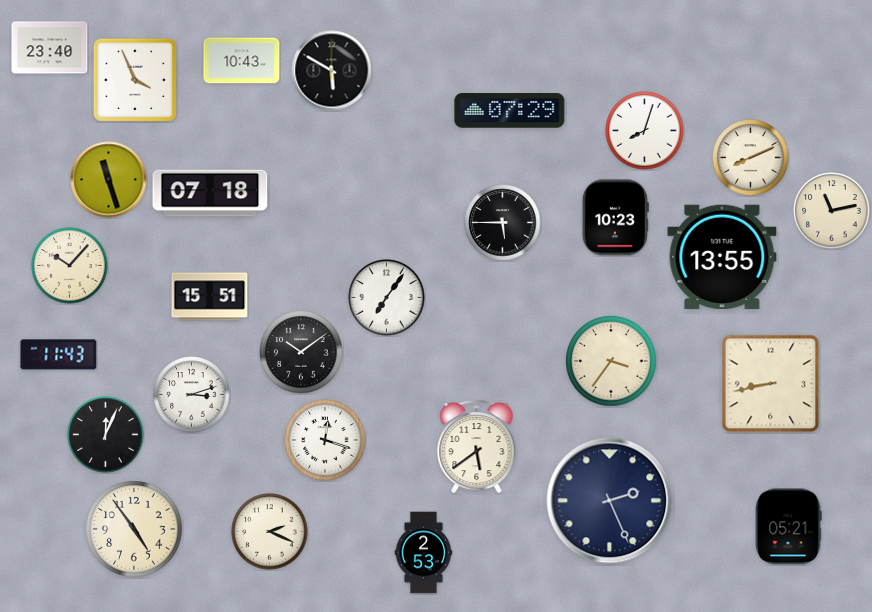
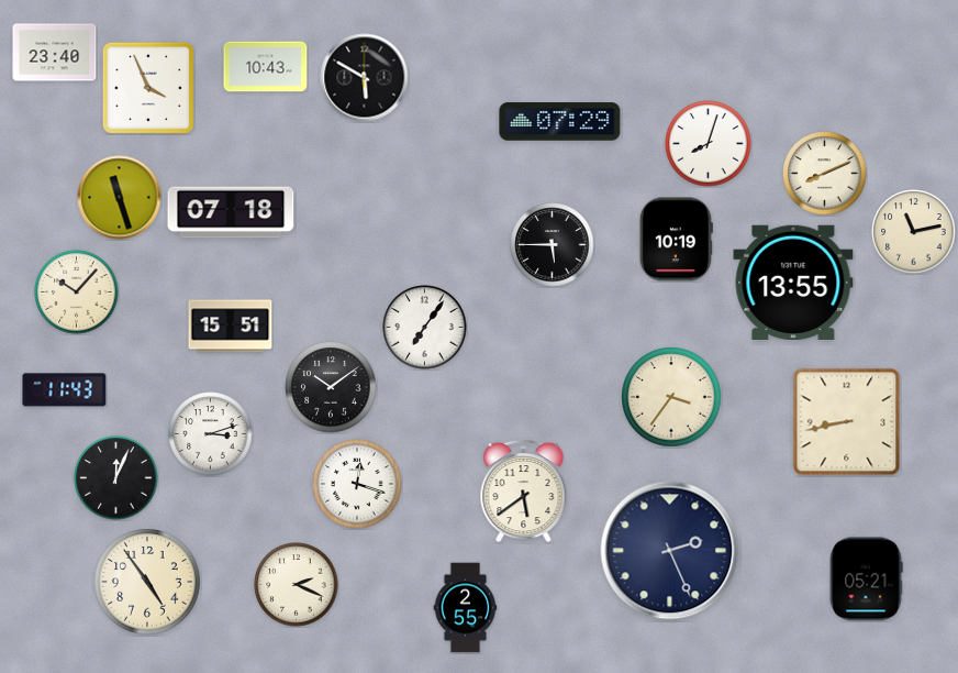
clock at (615, 218): 10:23 -> 10:19
clock at (424, 553): 2:53 -> 2:55
